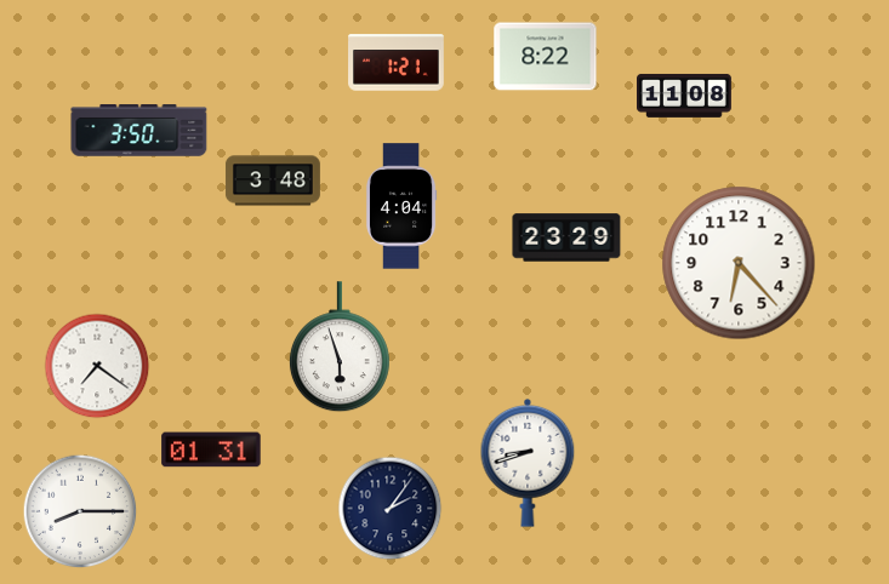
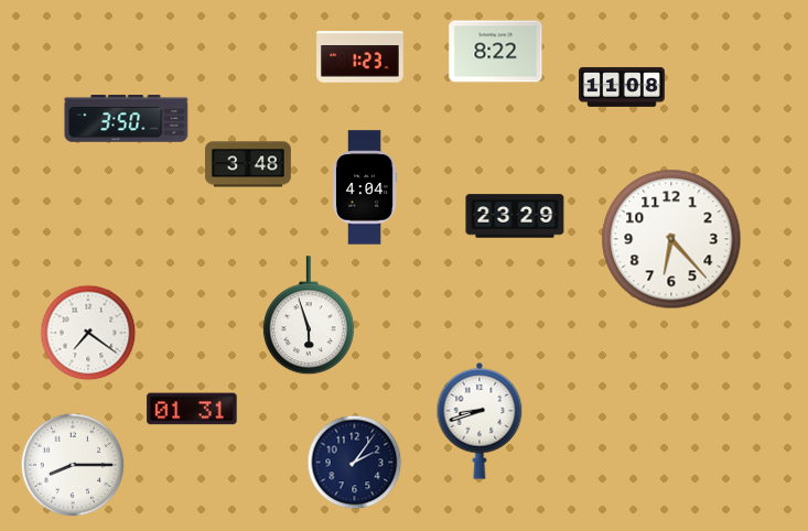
clock at (397, 63): 1:21 -> 1:23
